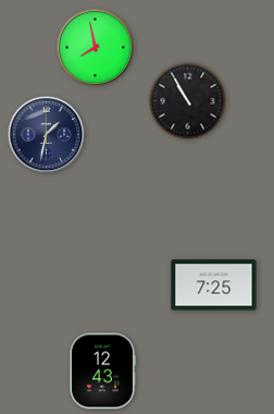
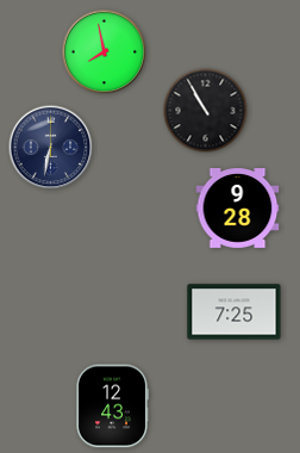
clock at (47, 135): 1:32 -> 6:32
clock at (238, 209): none -> 9:28
